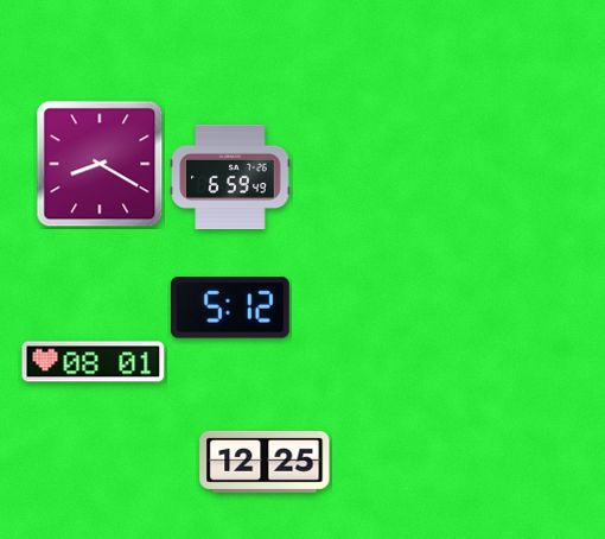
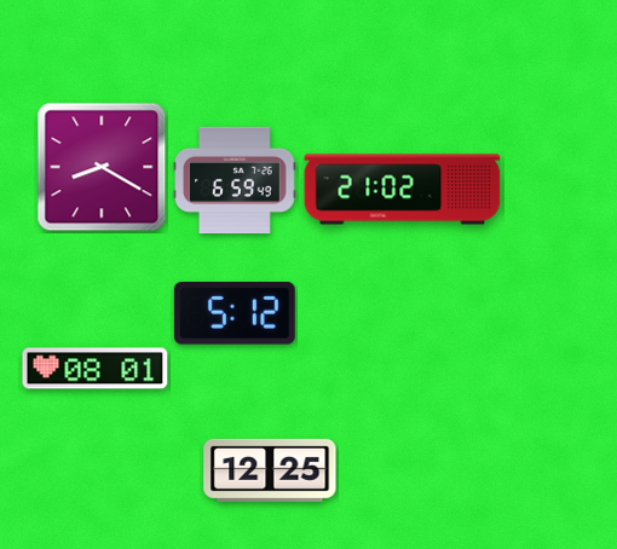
clock at (403, 190): none -> 21:02
